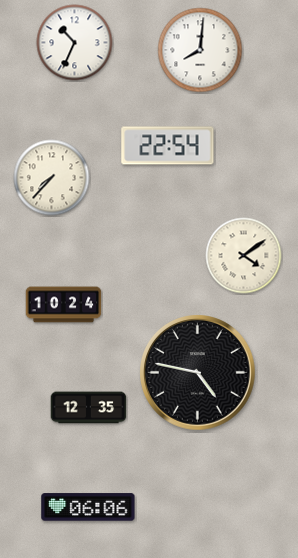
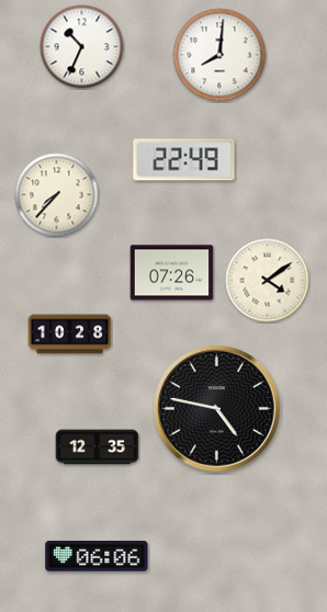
clock at (168, 146): 22:54 -> 22:49
clock at (172, 273): none -> 07:26
clock at (64, 305): 10:24 -> 10:28
